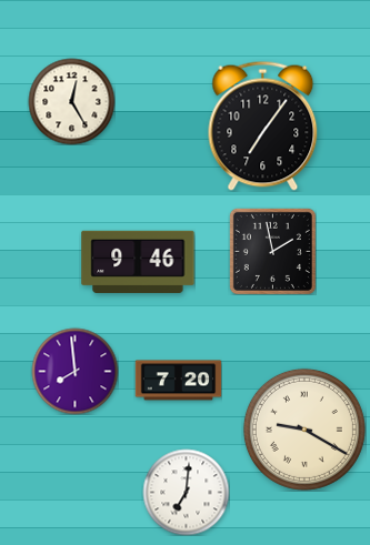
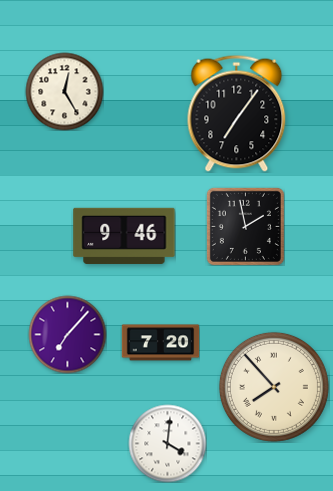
clock at (74, 371): 7:59 -> 7:07
clock at (304, 430): 9:20 -> 7:53
clock at (186, 492): 7:01 -> 4:01
